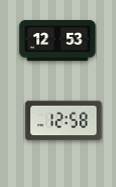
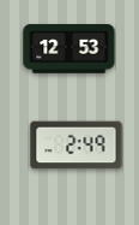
clock at (64, 121): 12:58 -> 2:49
